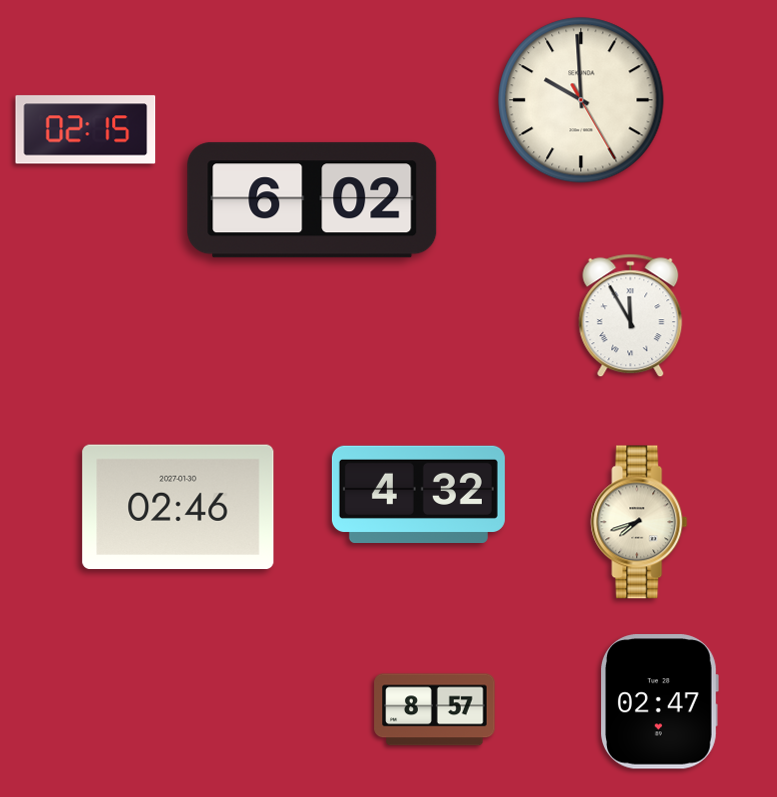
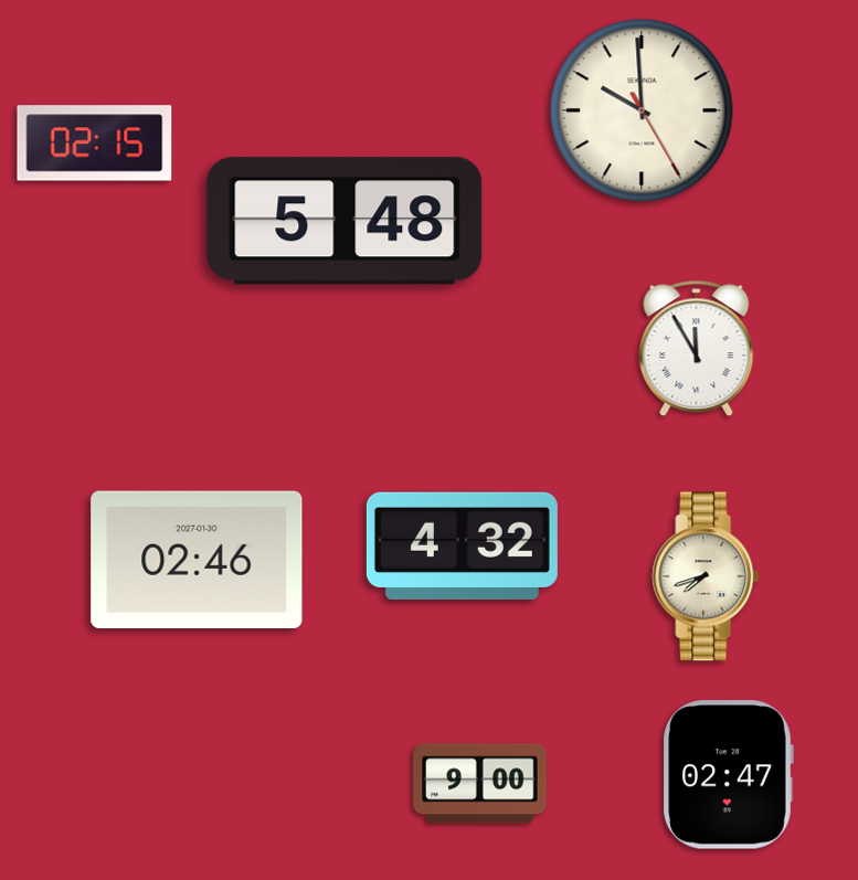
clock at (312, 200): 6:02 -> 5:48
clock at (435, 710): 8:57 -> 9:00
